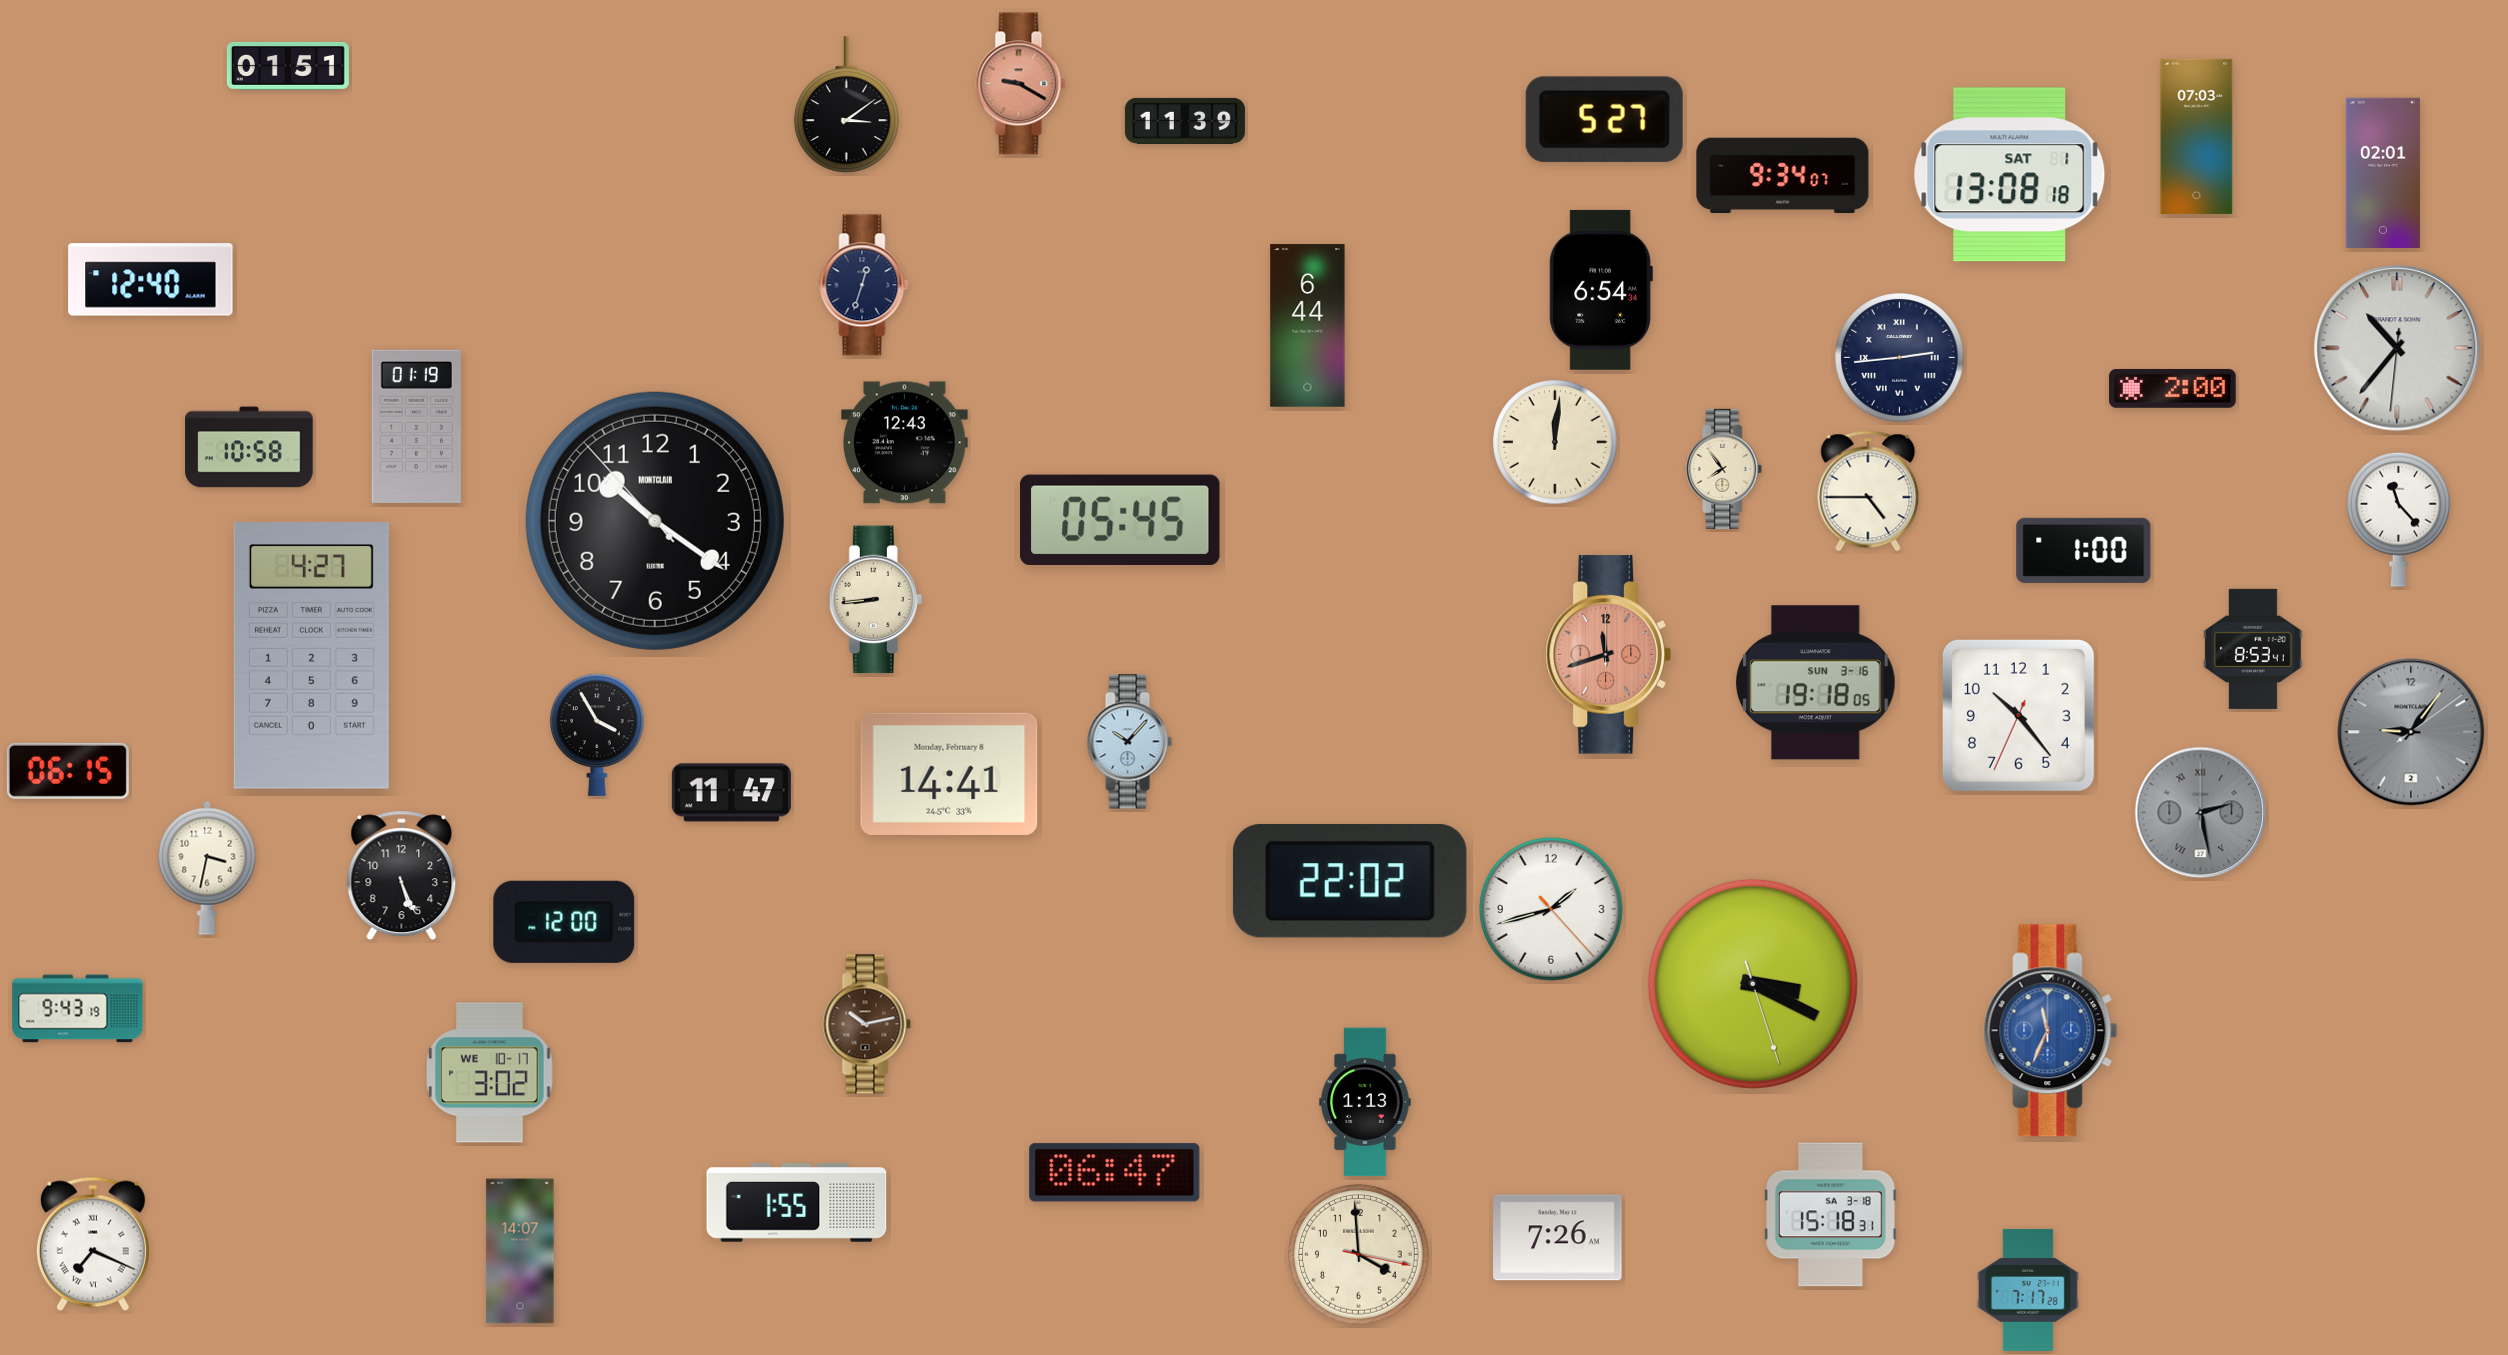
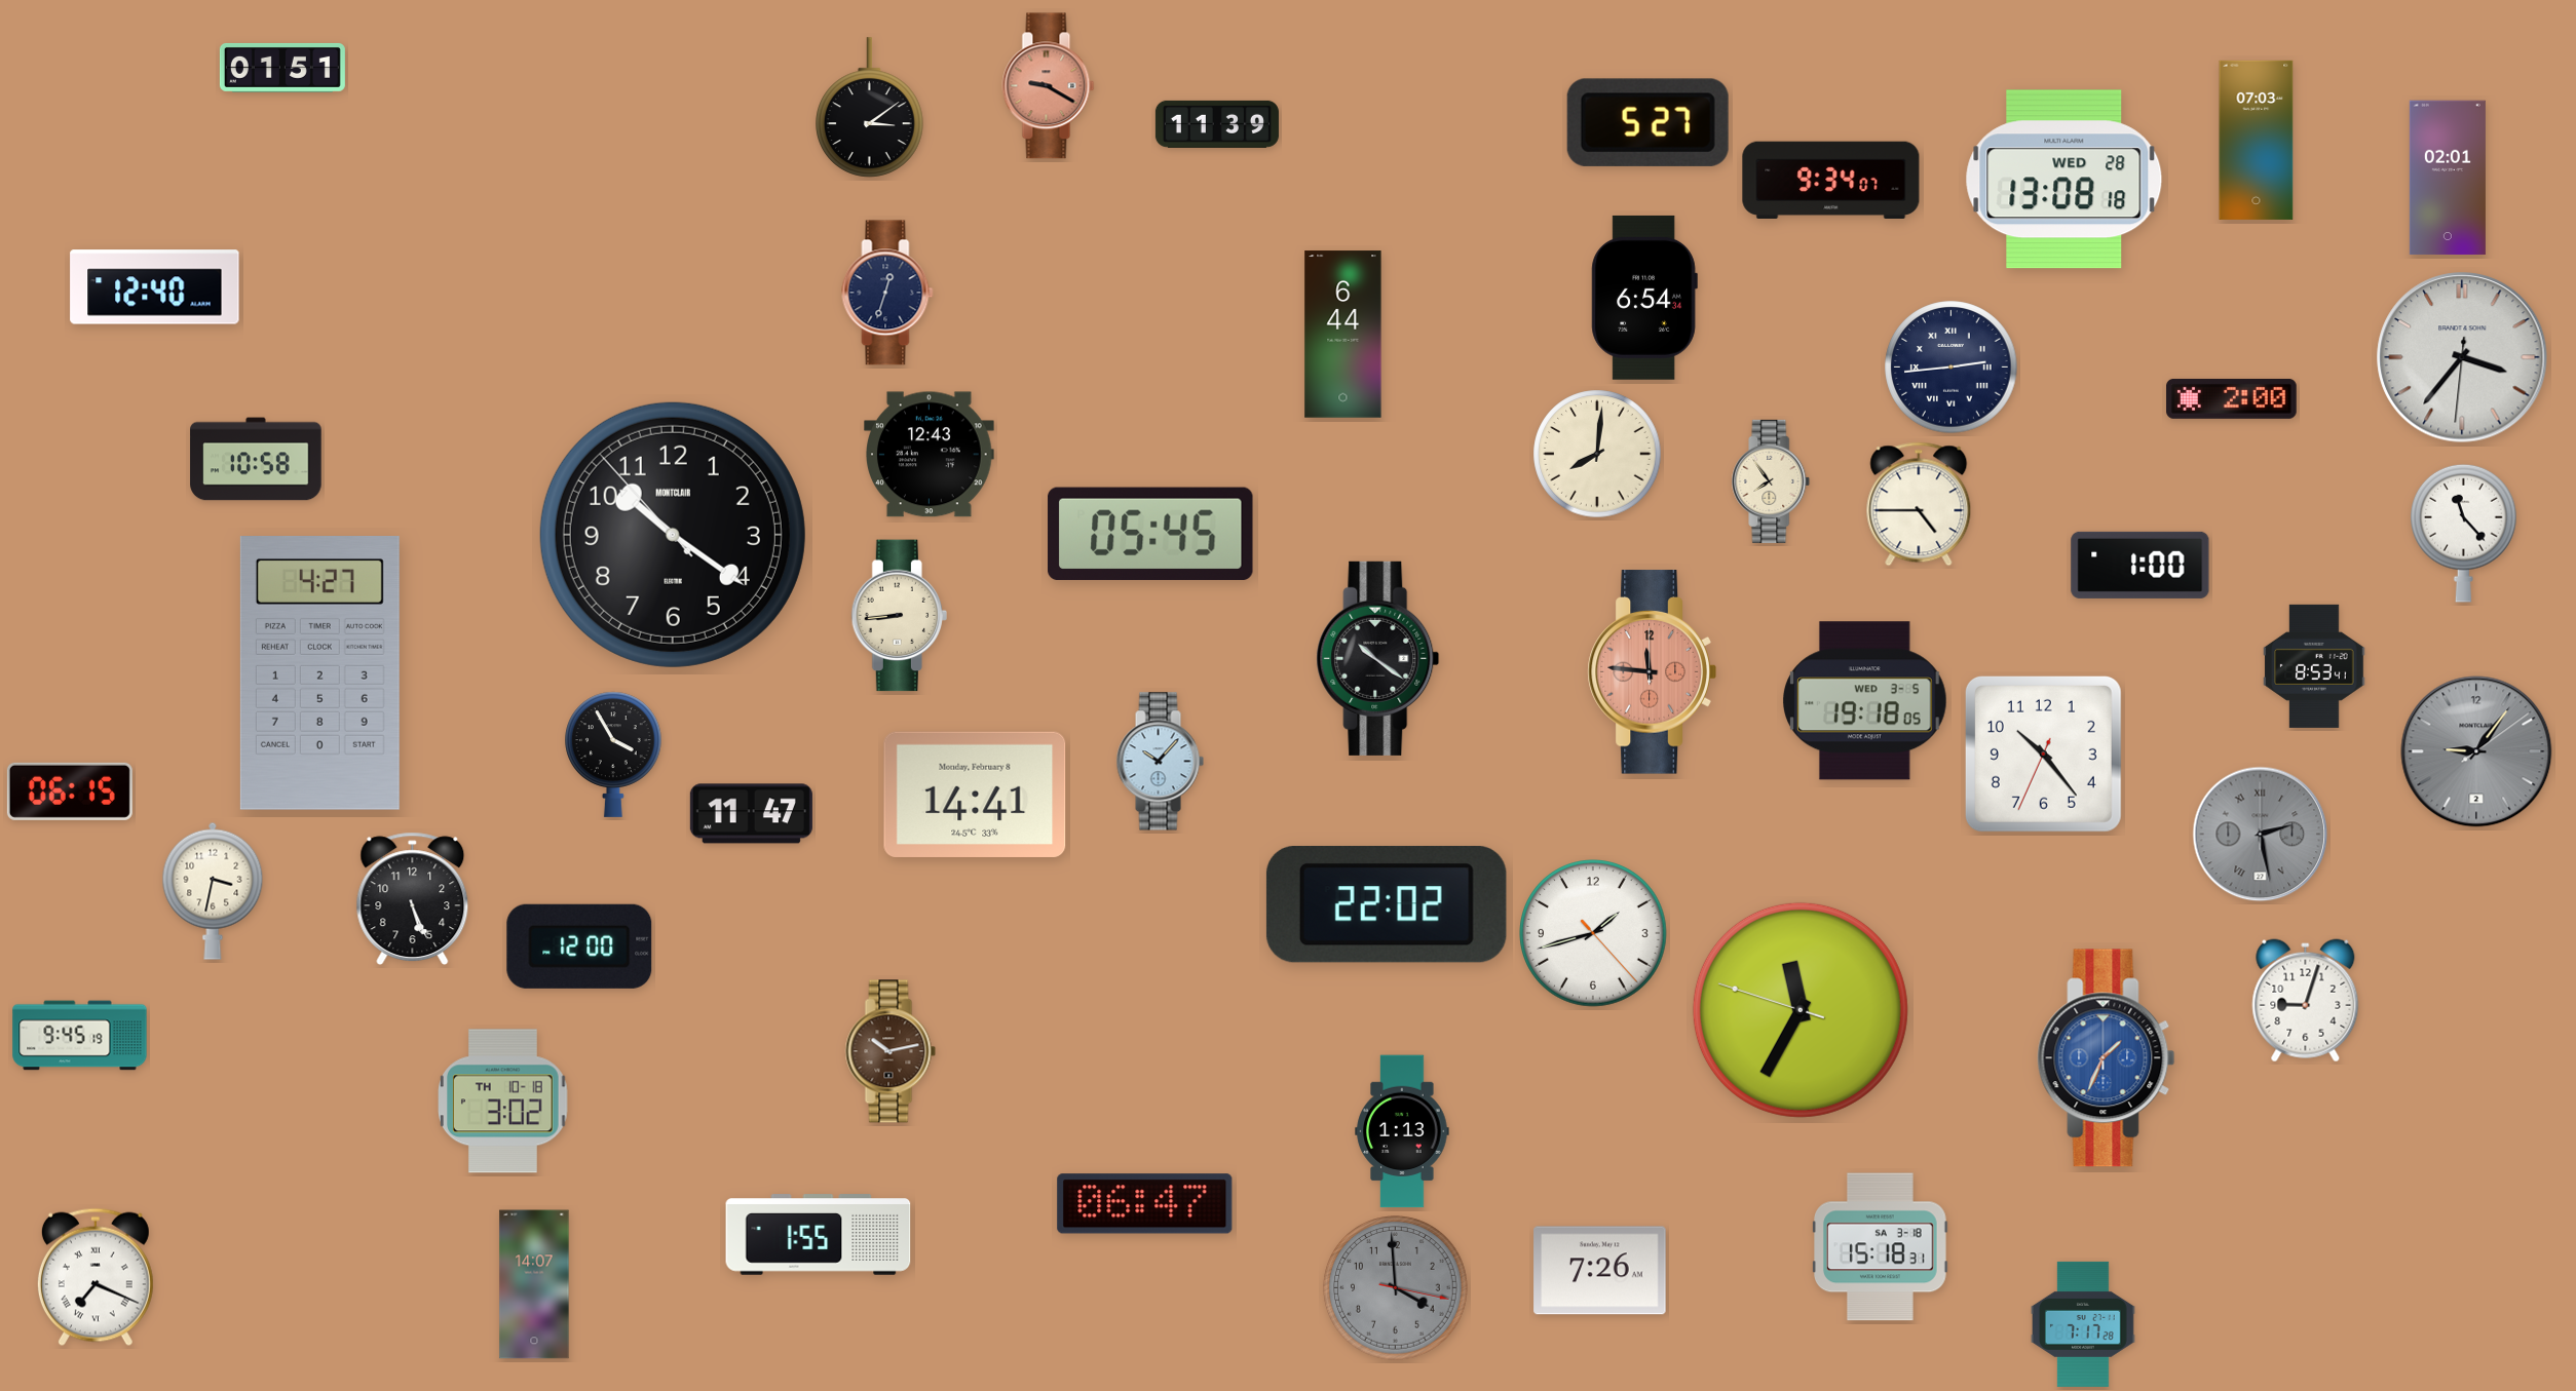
clock at (288, 66) position: (288, 66) -> (282, 68)
clock at (2010, 175) date: SAT 1 -> WED 28
clock at (2397, 348): 10:36 -> 3:36
clock at (416, 426): 01:19 -> none
clock at (1555, 442): 12:01 -> 8:01
clock at (1378, 658): none -> 10:21
clock at (1608, 655): 11:42 -> 11:46
clock at (1816, 683) date: SUN 3-16 -> WED 3-5
clock at (2018, 715) position: (2018, 715) -> (2043, 754)
clock at (2306, 1001): none -> 9:03
clock at (1753, 984): 3:19 -> 11:34
clock at (78, 1009): 9:43 -> 9:45
clock at (2051, 1031): 11:34 -> 1:34
clock at (490, 1073) date: WE 10-17 -> TH 10-18
clock at (1359, 1255) dial: cream -> grey
